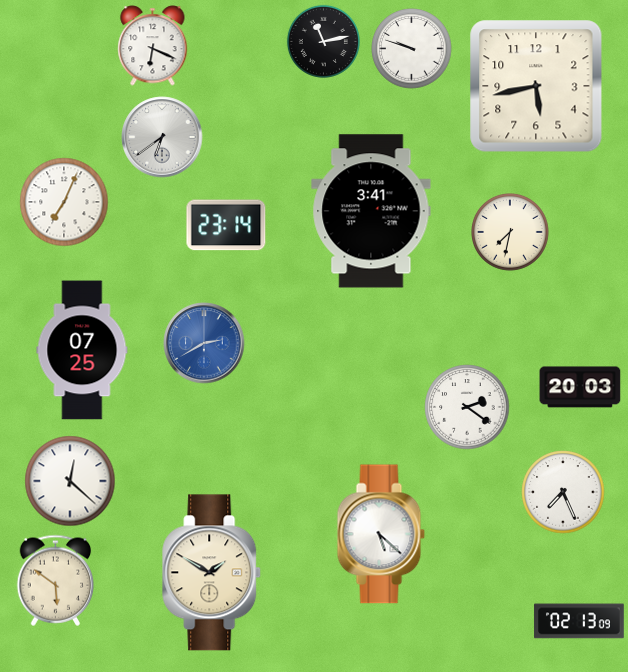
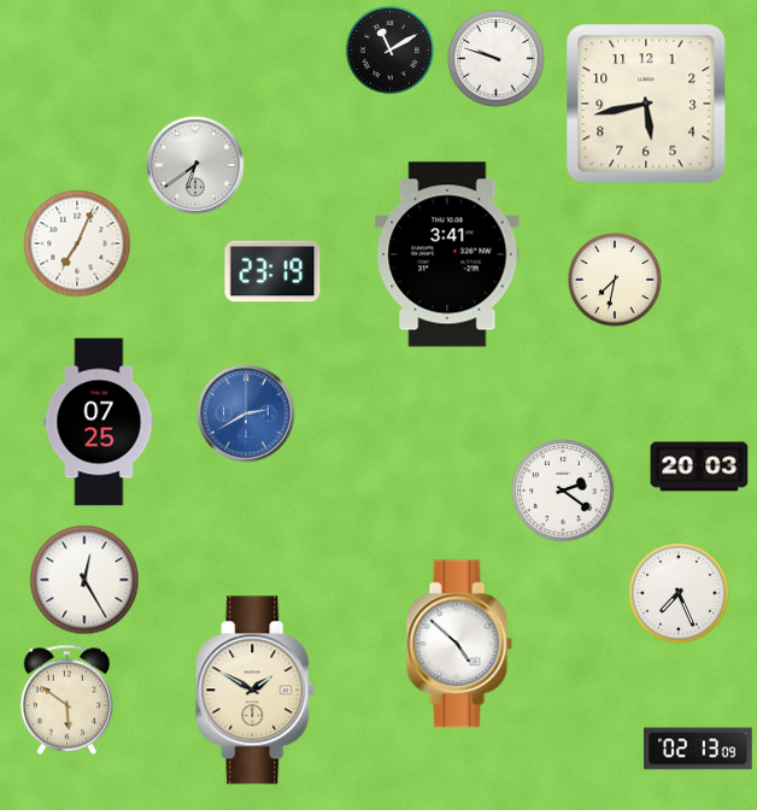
clock at (323, 41): 11:13 -> 11:10
clock at (153, 46): 6:19 -> none
clock at (226, 225): 23:14 -> 23:19
clock at (70, 481): 12:22 -> 12:25
clock at (381, 534): 5:22 -> 4:52
